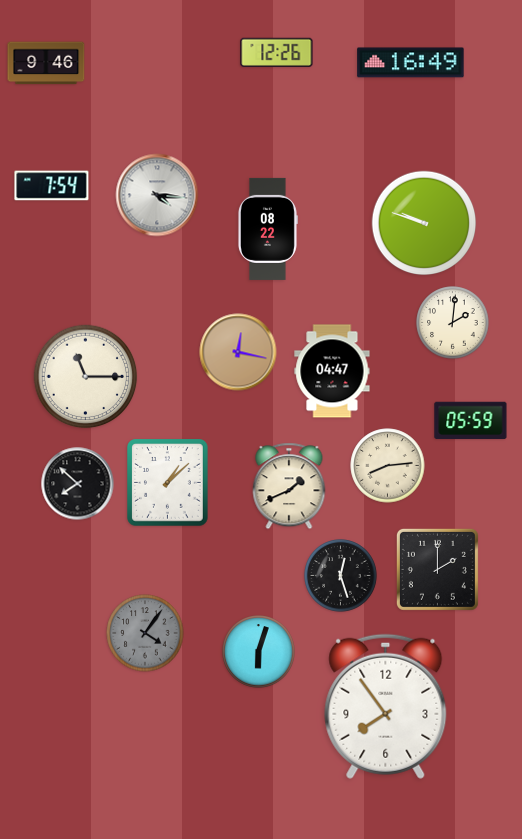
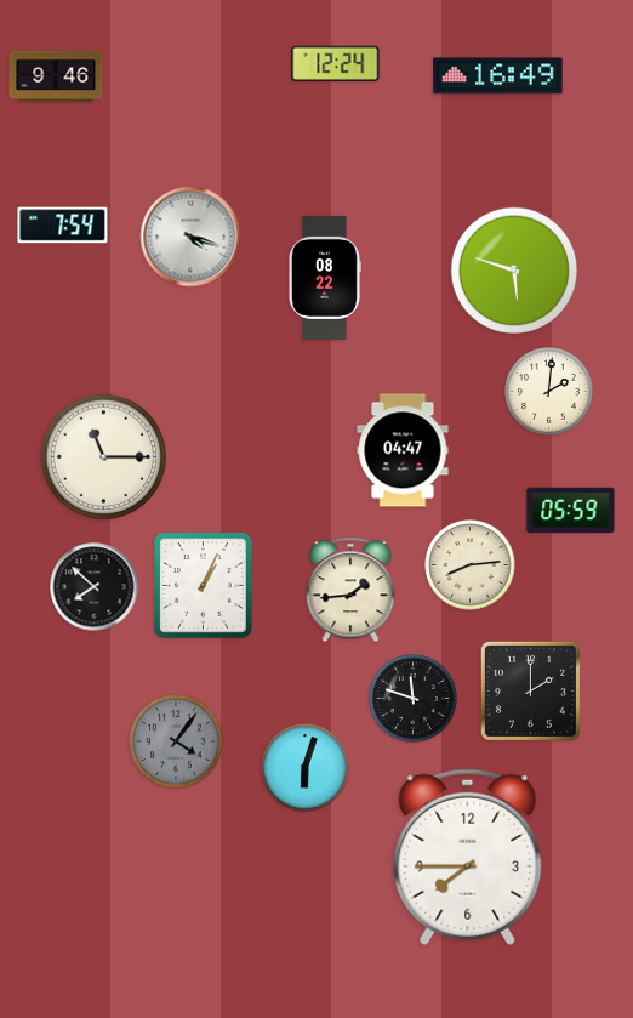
clock at (277, 52): 12:26 -> 12:24
clock at (157, 195): 4:16 -> 4:18
clock at (424, 223): 9:48 -> 5:48
clock at (238, 352): 12:17 -> none
clock at (168, 483): 1:08 -> 1:04
clock at (289, 486): 1:41 -> 1:44
clock at (341, 576): 12:27 -> 11:48
clock at (145, 633) position: (145, 633) -> (176, 741)
clock at (259, 652) position: (259, 652) -> (306, 768)
clock at (386, 706): 7:54 -> 7:45
